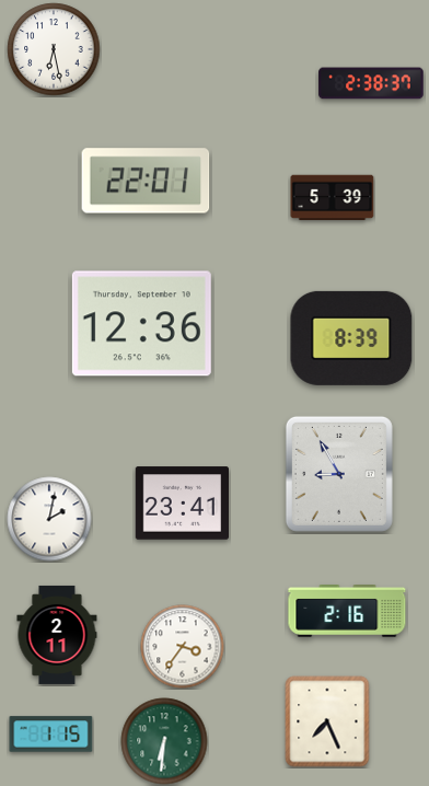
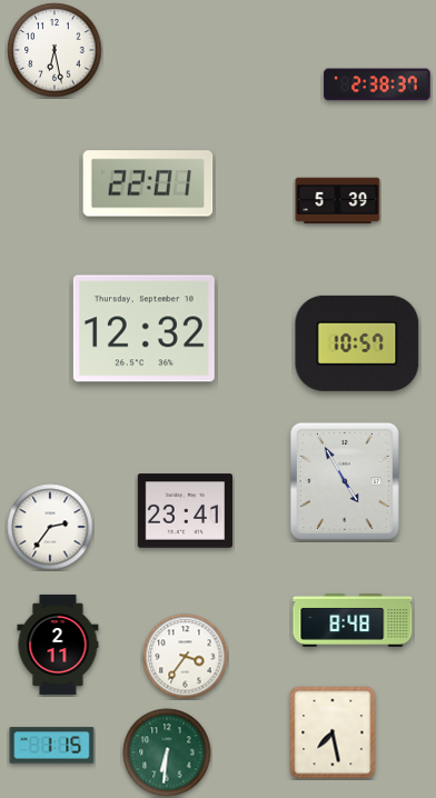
clock at (141, 324): 12:36 -> 12:32
clock at (351, 338): 8:39 -> 10:57
clock at (339, 474): 8:55 -> 4:55
clock at (49, 519): 2:02 -> 2:36
clock at (347, 612): 2:16 -> 8:48
clock at (327, 721): 7:26 -> 7:28
